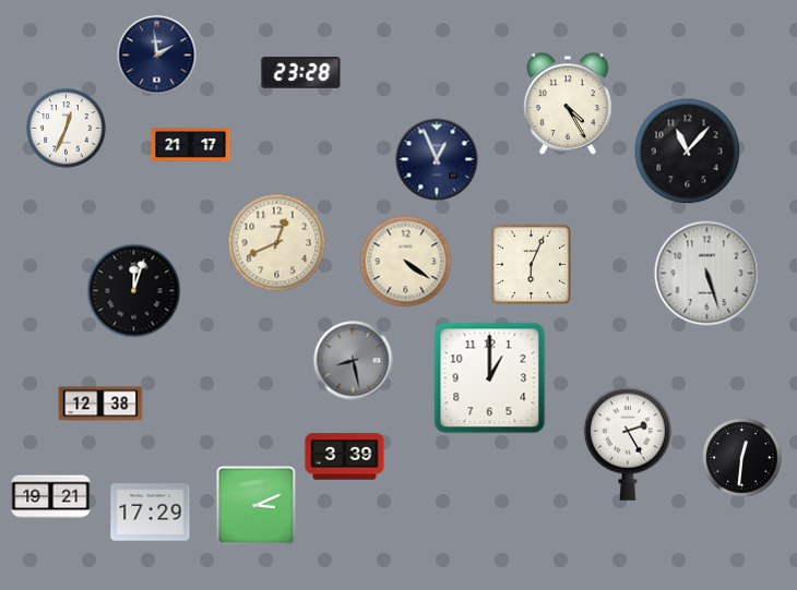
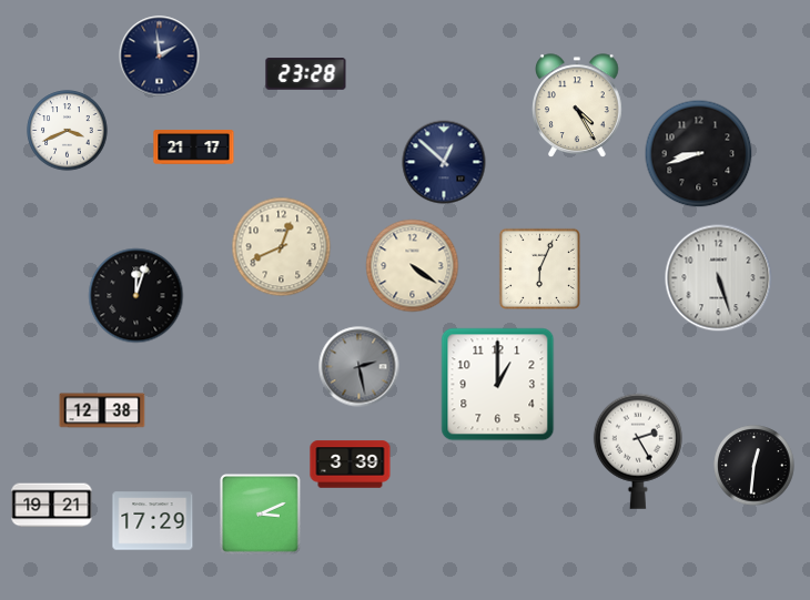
clock at (67, 129): 12:34 -> 3:41
clock at (688, 152): 11:07 -> 8:42
clock at (437, 159): 12:56 -> 12:52
clock at (354, 361): 8:28 -> 2:28
